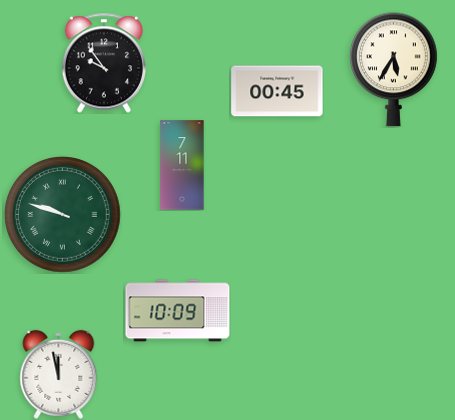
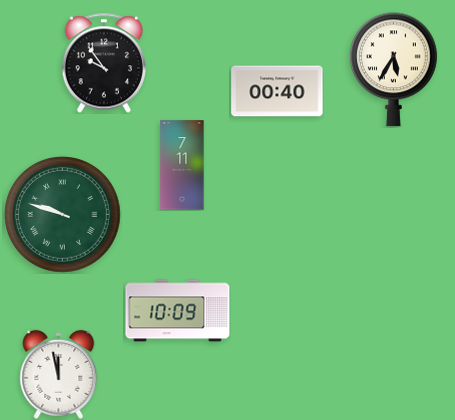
clock at (277, 91): 00:45 -> 00:40
